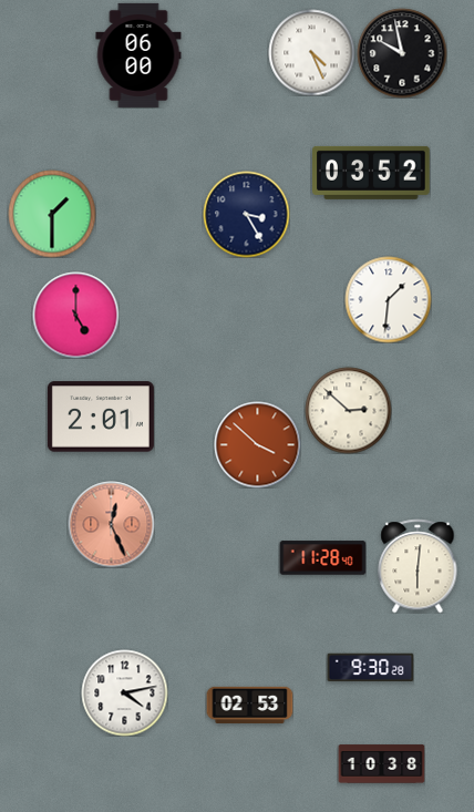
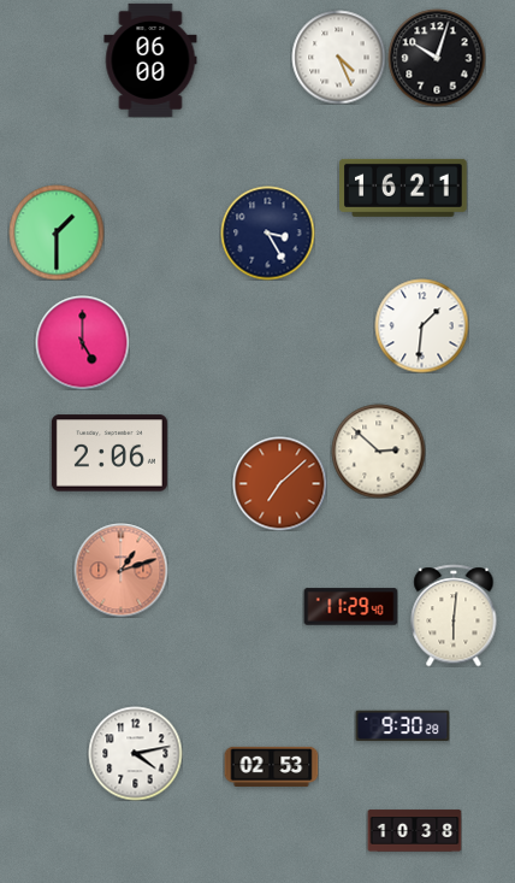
clock at (402, 53): 9:58 -> 10:03
clock at (371, 173): 03:52 -> 16:21
clock at (348, 410) position: (348, 410) -> (378, 451)
clock at (101, 417): 2:01 -> 2:06
clock at (257, 444): 3:52 -> 7:08
clock at (111, 524): 12:26 -> 1:12
clock at (322, 558): 11:28 -> 11:29
